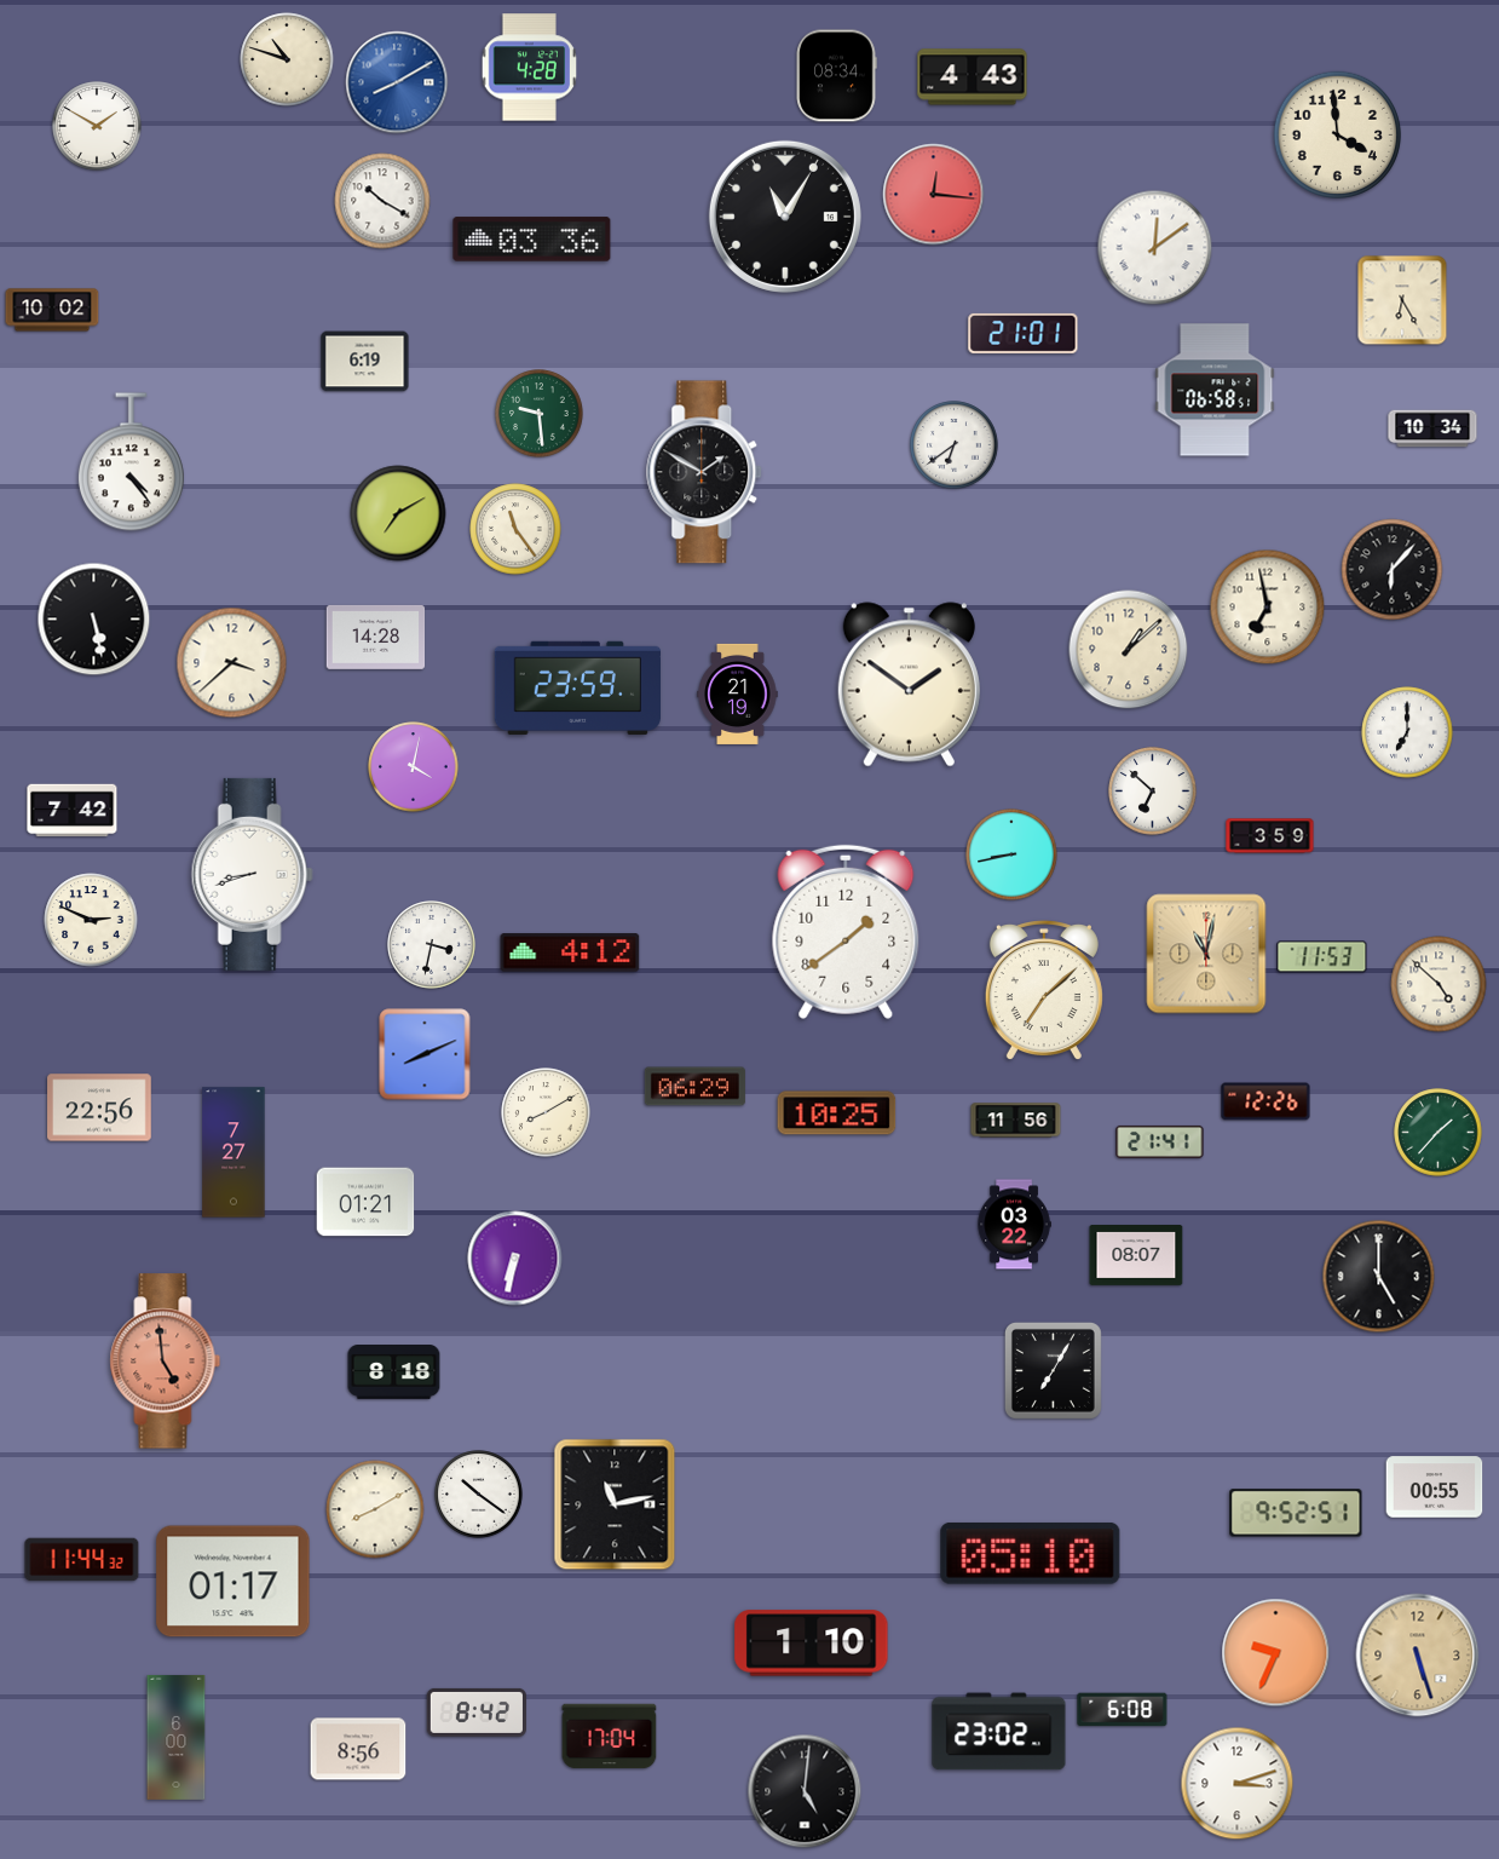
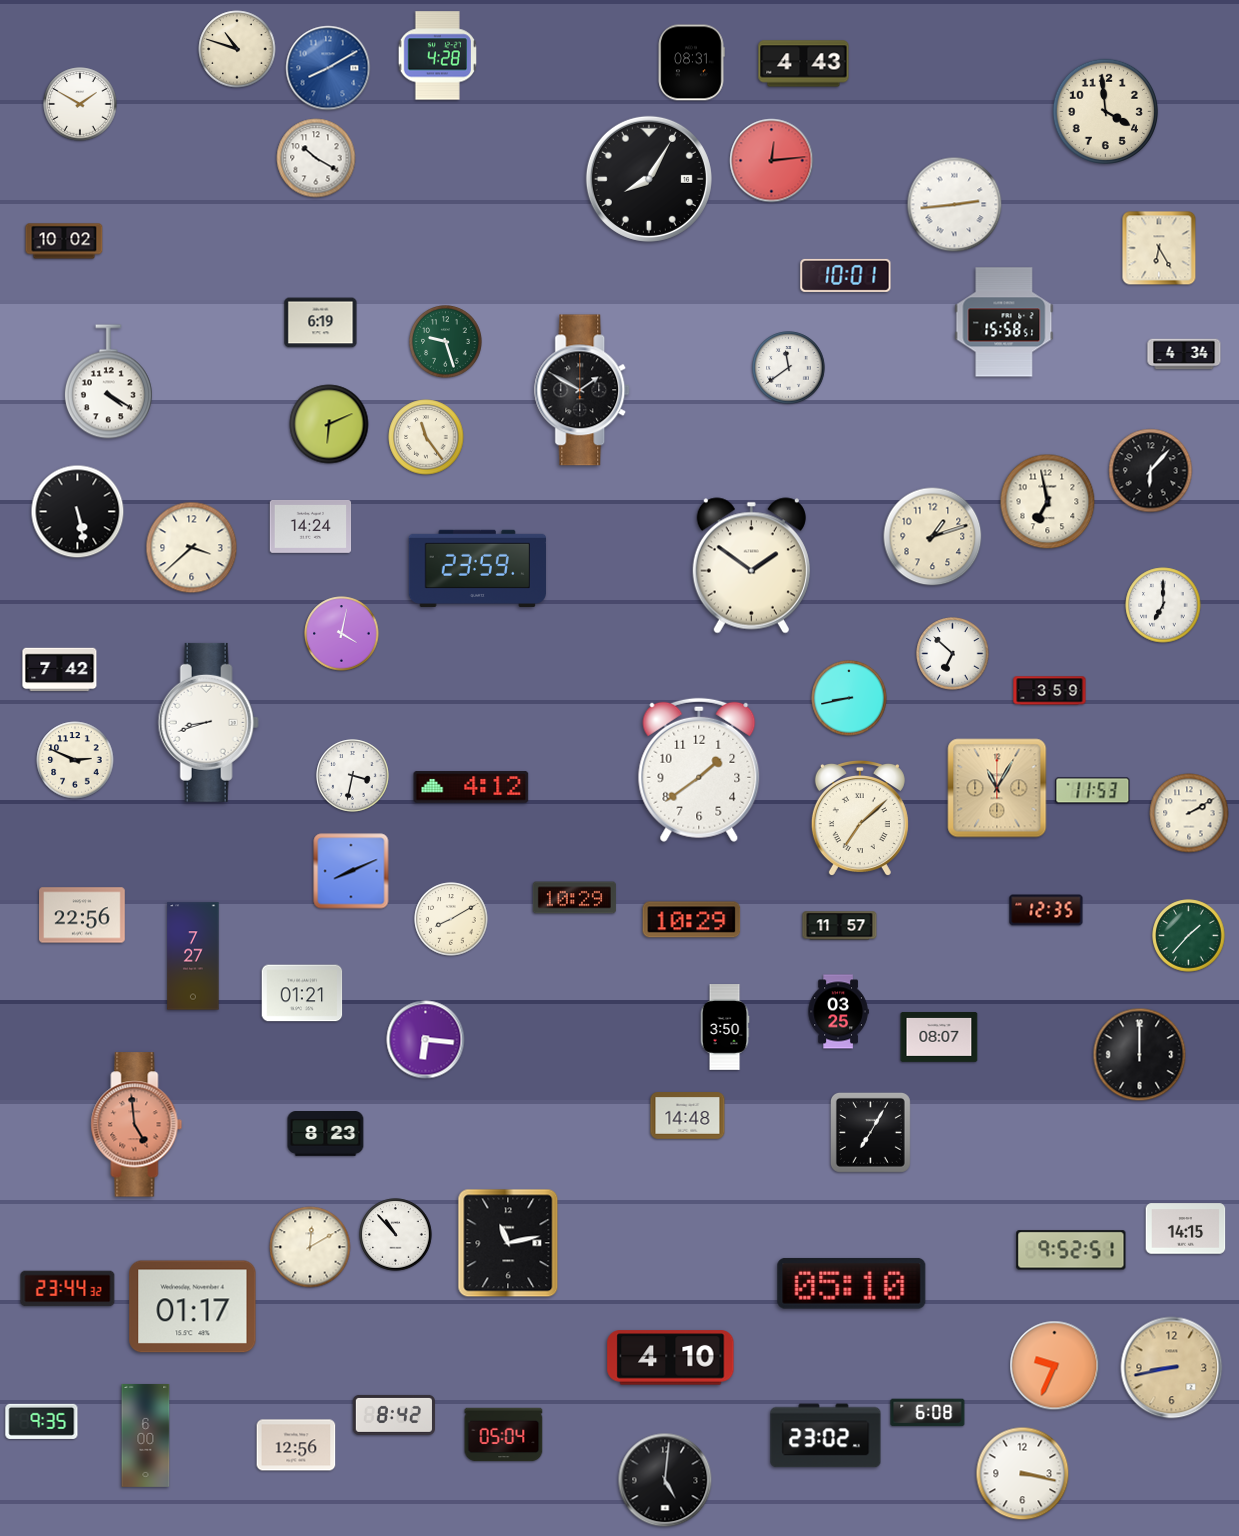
clock at (836, 76): 08:34 -> 08:31
clock at (934, 195): 12:16 -> 12:14
clock at (382, 201) position: (382, 201) -> (316, 158)
clock at (785, 217): 11:05 -> 8:05
clock at (532, 240): 03:36 -> none
clock at (1155, 248): 12:09 -> 2:44
clock at (52, 310) position: (52, 310) -> (64, 241)
clock at (1024, 333): 21:01 -> 10:01
clock at (365, 362) position: (365, 362) -> (321, 323)
clock at (1215, 390): 06:58 -> 15:58
clock at (540, 414): 9:29 -> 9:27
clock at (1432, 428): 10:34 -> 4:34
clock at (955, 445): 6:39 -> 11:39
clock at (131, 462): 4:24 -> 4:20
clock at (398, 513): 7:10 -> 6:11
clock at (376, 637): 14:28 -> 14:24
clock at (1129, 650): 1:08 -> 1:12
clock at (738, 693): 21:19 -> none
clock at (1011, 854) position: (1011, 854) -> (849, 698)
clock at (432, 945) position: (432, 945) -> (353, 776)
clock at (1206, 954): 11:02 -> 11:05
clock at (1439, 984): 4:52 -> 2:10
clock at (1044, 991) position: (1044, 991) -> (860, 819)
clock at (694, 1087): 06:29 -> 10:29
clock at (1265, 1101): 12:26 -> 12:35
clock at (837, 1113): 10:25 -> 10:29
clock at (1016, 1121): 11:56 -> 11:57
clock at (1160, 1141): 21:41 -> none
clock at (234, 1152) position: (234, 1152) -> (193, 956)
clock at (1014, 1225): 03:22 -> 03:25
clock at (725, 1027): none -> 3:50
clock at (515, 1259): 6:32 -> 6:16
clock at (1379, 1277): 5:00 -> 12:00
clock at (688, 1116): none -> 14:48
clock at (394, 1372): 8:18 -> 8:23
clock at (1435, 1487): 00:55 -> 14:15
clock at (479, 1495): 10:21 -> 10:53
clock at (375, 1509): 8:10 -> 12:10
clock at (82, 1560): 11:44 -> 23:44
clock at (812, 1644): 1:10 -> 4:10
clock at (1418, 1656): 5:27 -> 8:43
clock at (42, 1421): none -> 9:35
clock at (999, 1732) position: (999, 1732) -> (826, 1436)
clock at (610, 1737): 17:04 -> 05:04
clock at (358, 1749): 8:56 -> 12:56
clock at (1238, 1784): 3:12 -> 3:17
